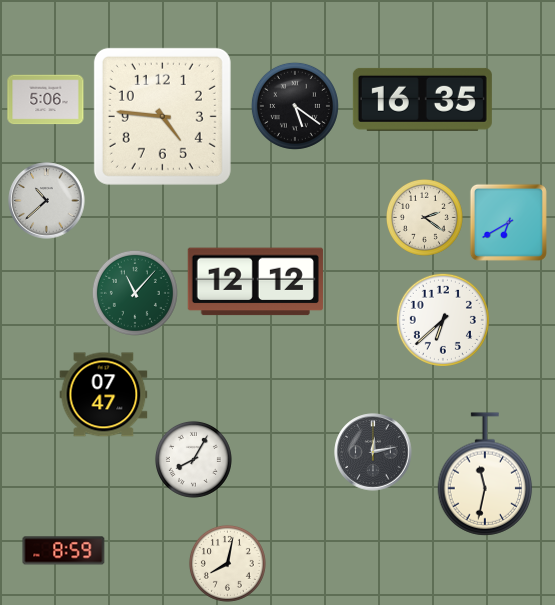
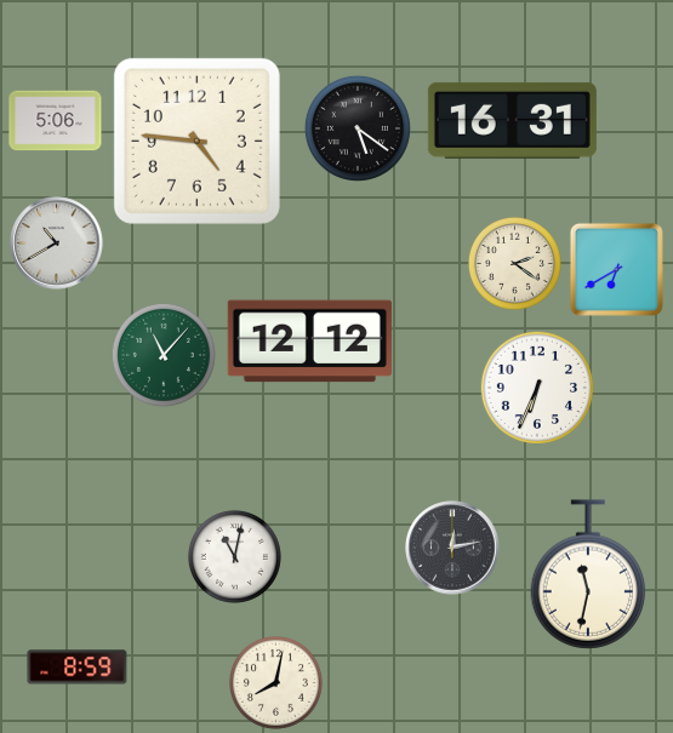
clock at (422, 99): 16:35 -> 16:31
clock at (47, 201): 10:38 -> 10:40
clock at (443, 320): 6:38 -> 6:34
clock at (104, 395): 07:47 -> none
clock at (193, 459): 8:05 -> 11:02
